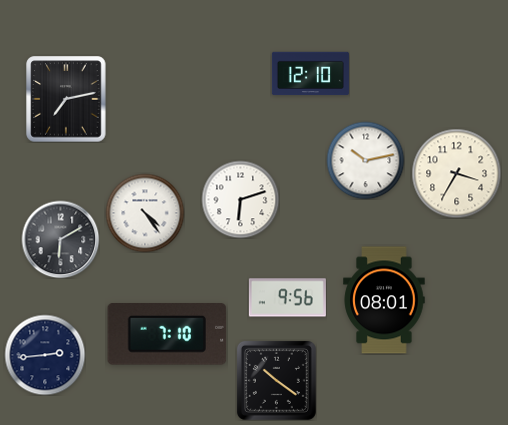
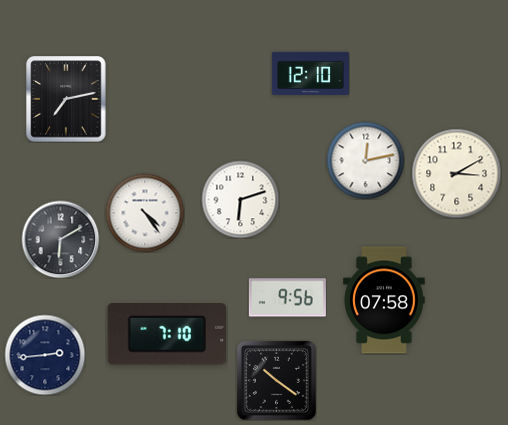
clock at (365, 160): 10:13 -> 12:13
clock at (456, 173): 3:35 -> 3:10
clock at (384, 300): 08:01 -> 07:58
